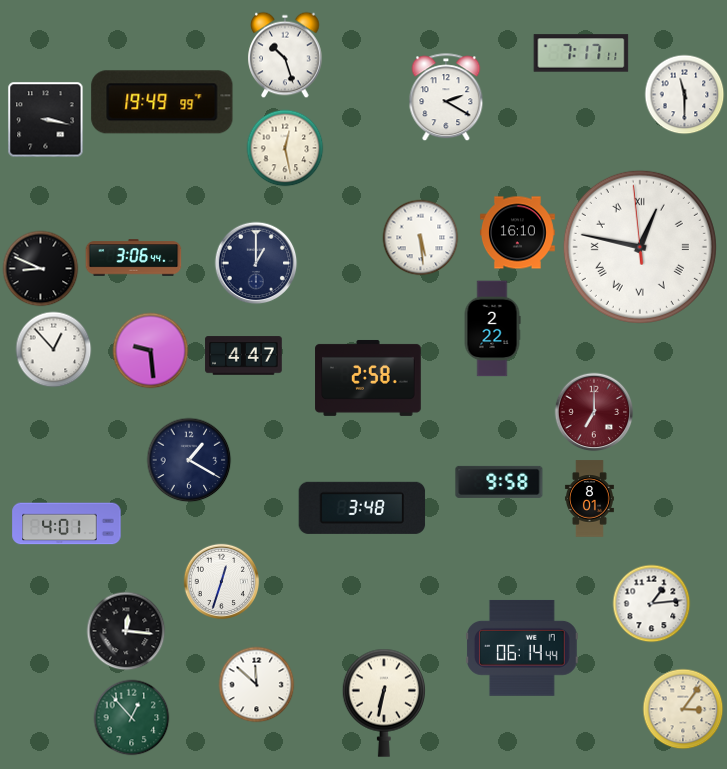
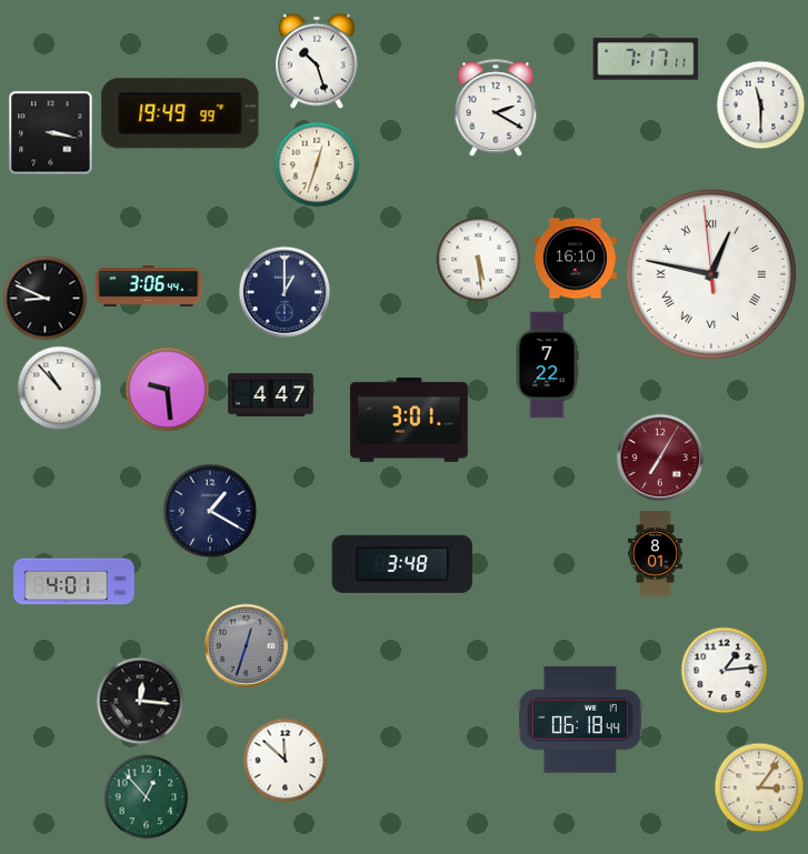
clock at (285, 148): 12:28 -> 12:33
clock at (421, 238) position: (421, 238) -> (479, 260)
clock at (492, 329): 2:22 -> 7:22
clock at (54, 350): 12:53 -> 10:53
clock at (368, 378): 2:58 -> 3:01
clock at (594, 412): 7:00 -> 7:05
clock at (499, 482): 9:58 -> none
clock at (222, 582) dial: white -> grey
clock at (523, 648): 06:14 -> 06:18
clock at (383, 703): 6:32 -> none
